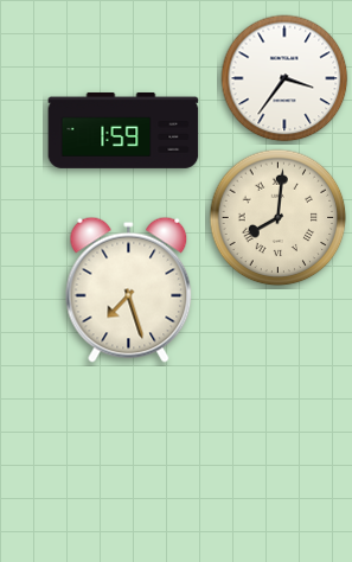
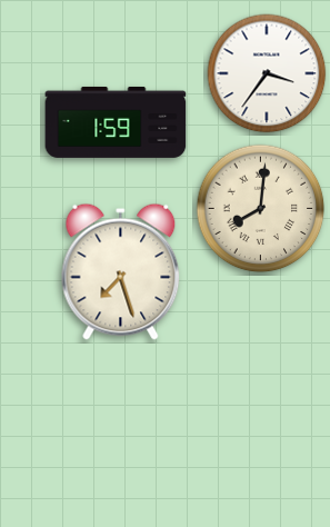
clock at (279, 218) position: (279, 218) -> (261, 209)
